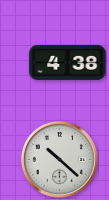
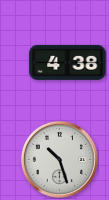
clock at (59, 159): 10:22 -> 10:27
